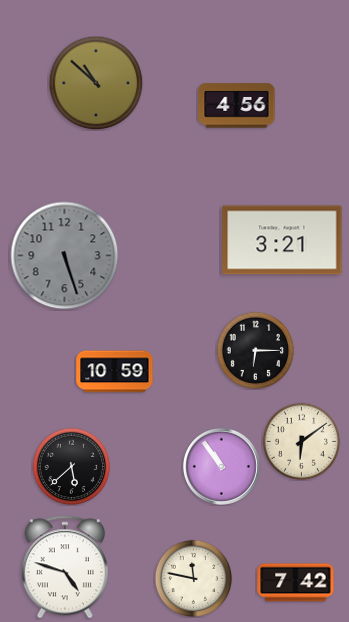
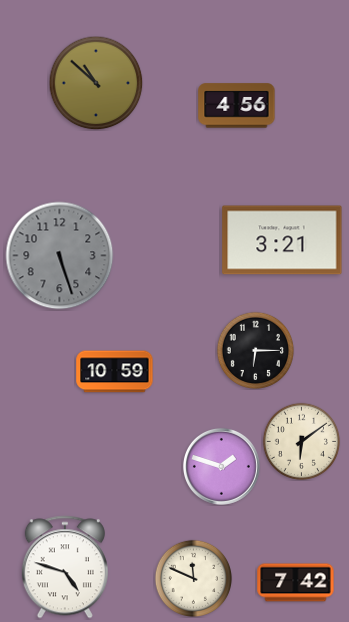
clock at (65, 256) position: (65, 256) -> (60, 256)
clock at (71, 466): 5:38 -> none
clock at (221, 466): 10:54 -> 1:48
clock at (193, 578): 11:47 -> 11:49
